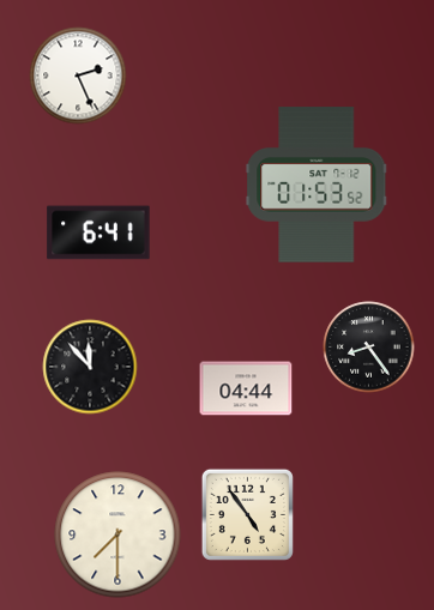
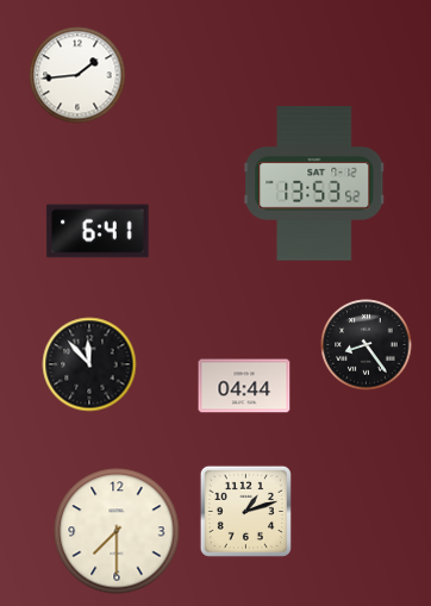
clock at (78, 76): 2:26 -> 1:44
clock at (317, 185): 01:53 -> 13:53
clock at (247, 514): 4:54 -> 1:12
